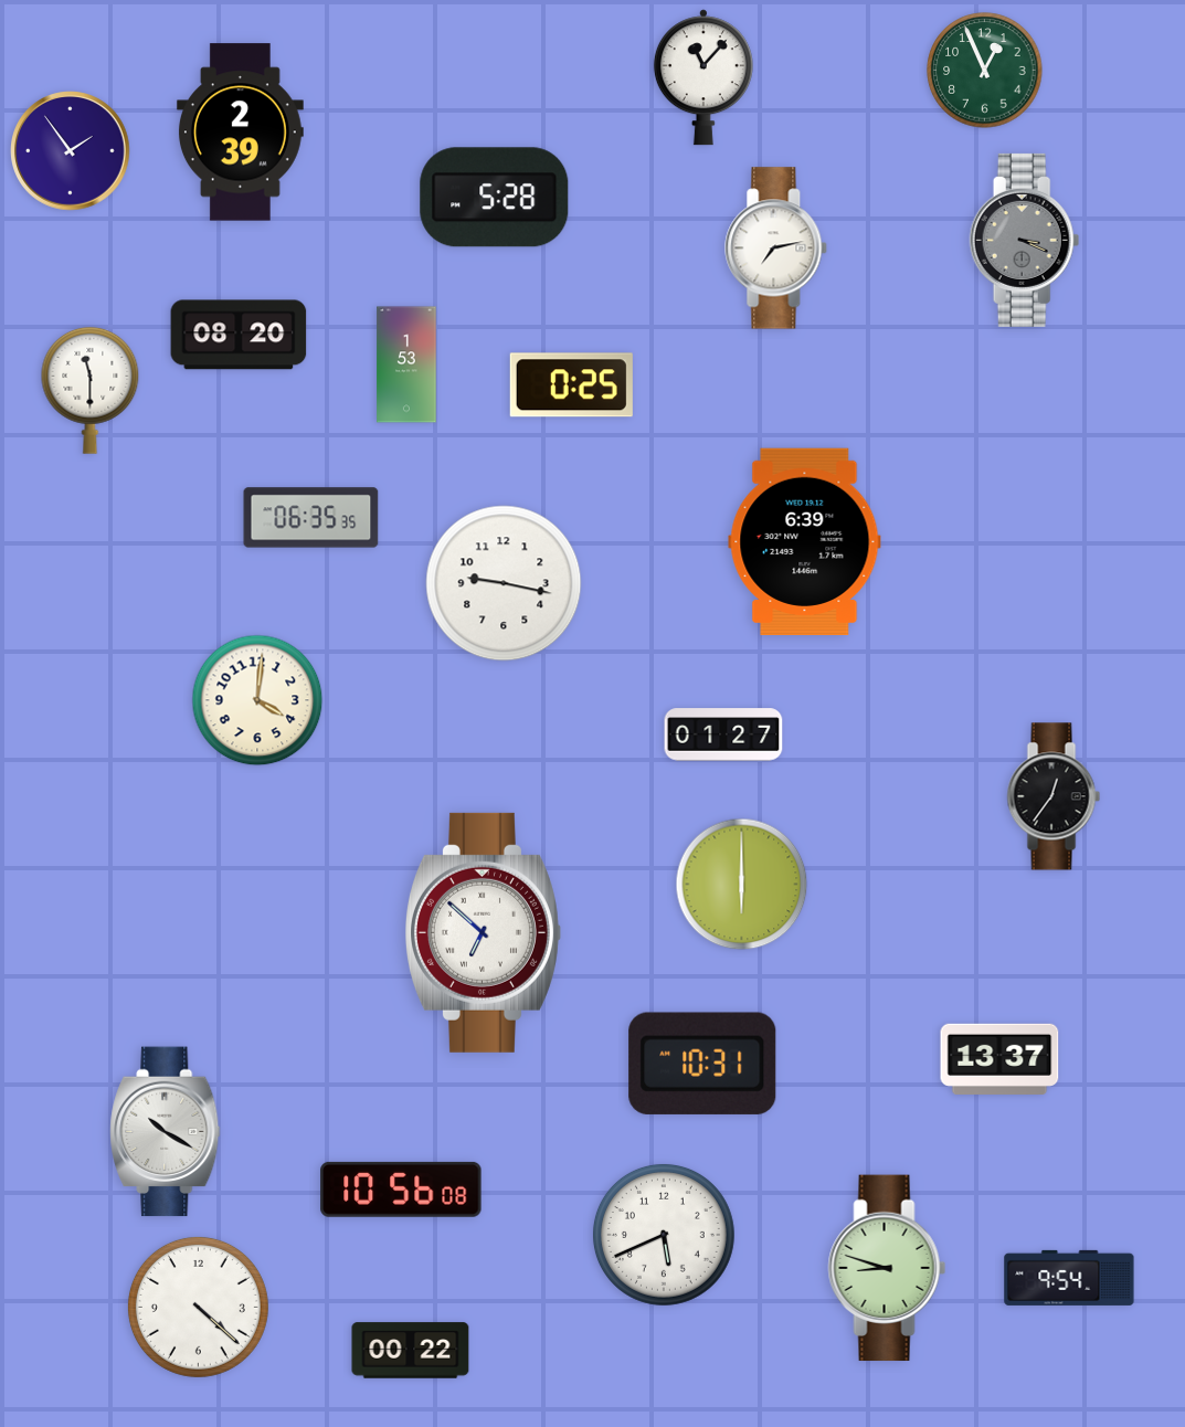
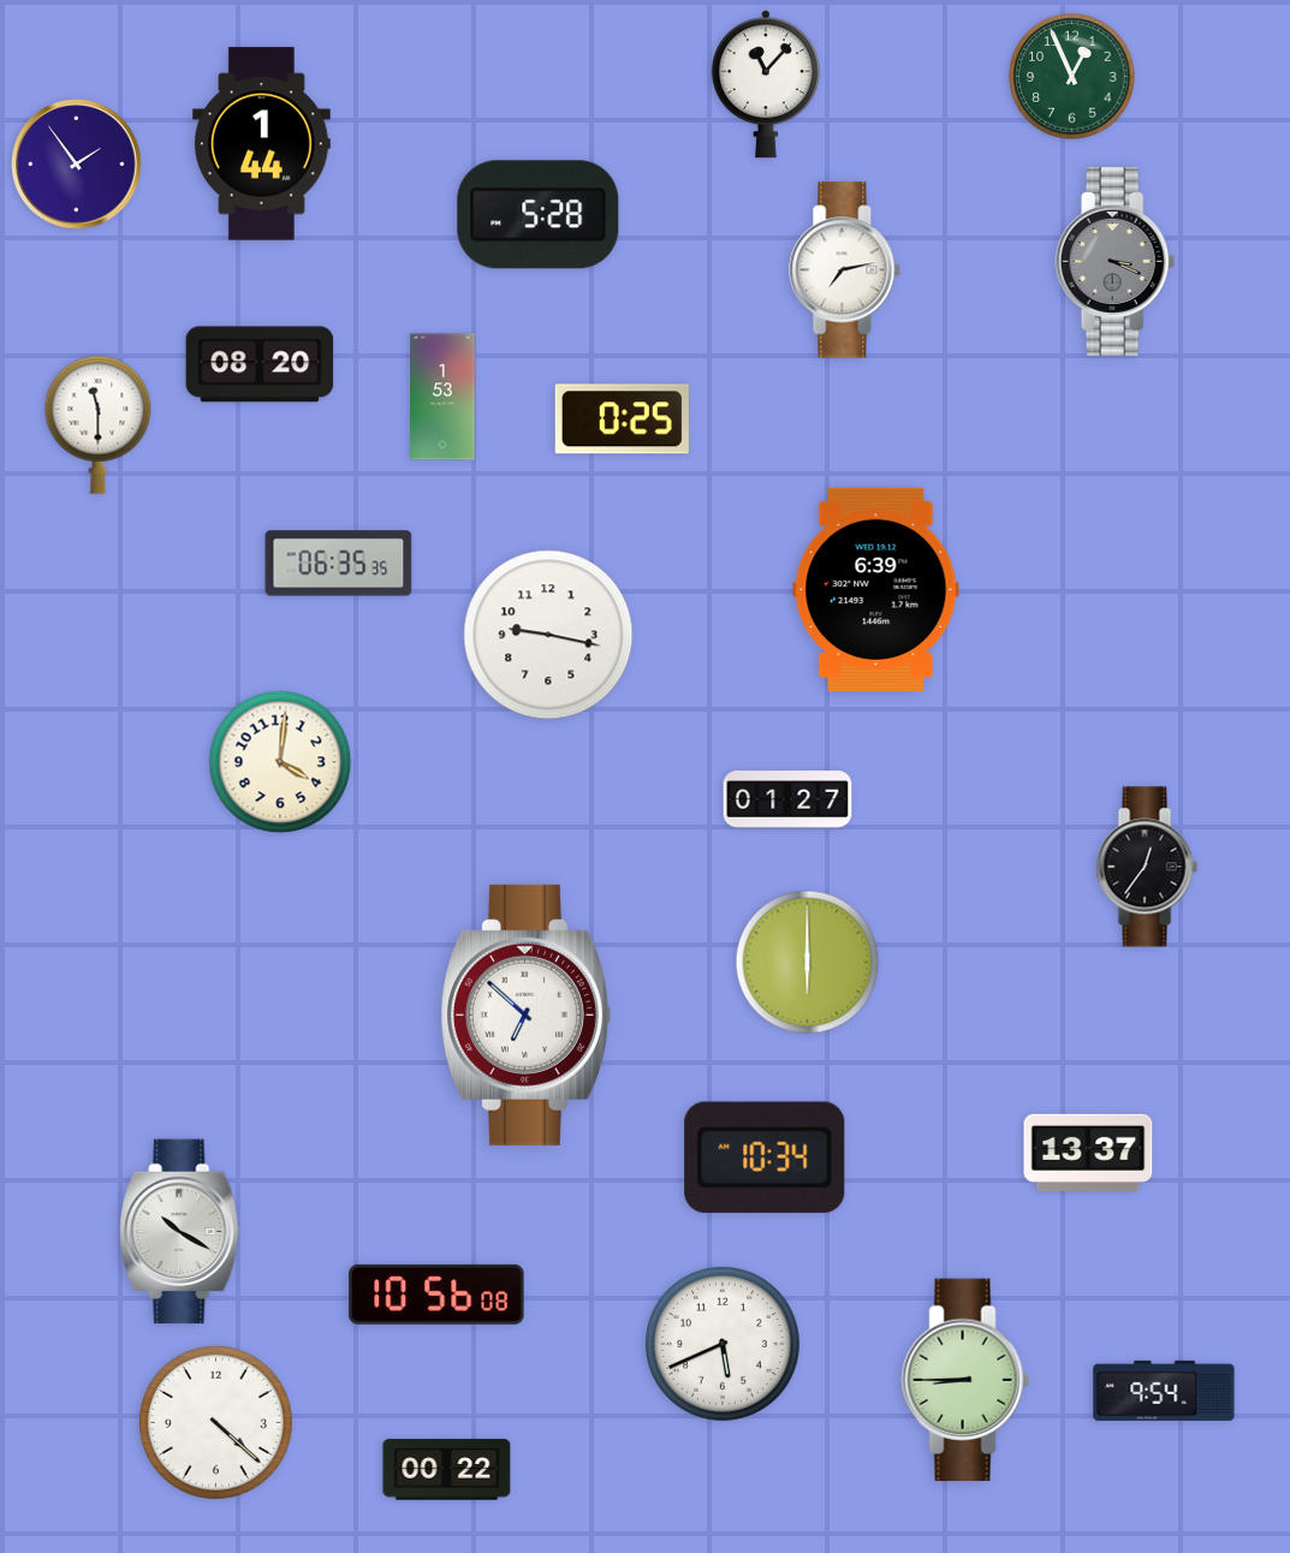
clock at (240, 133): 2:39 -> 1:44
clock at (702, 1064): 10:31 -> 10:34
clock at (887, 1268): 8:48 -> 8:45
